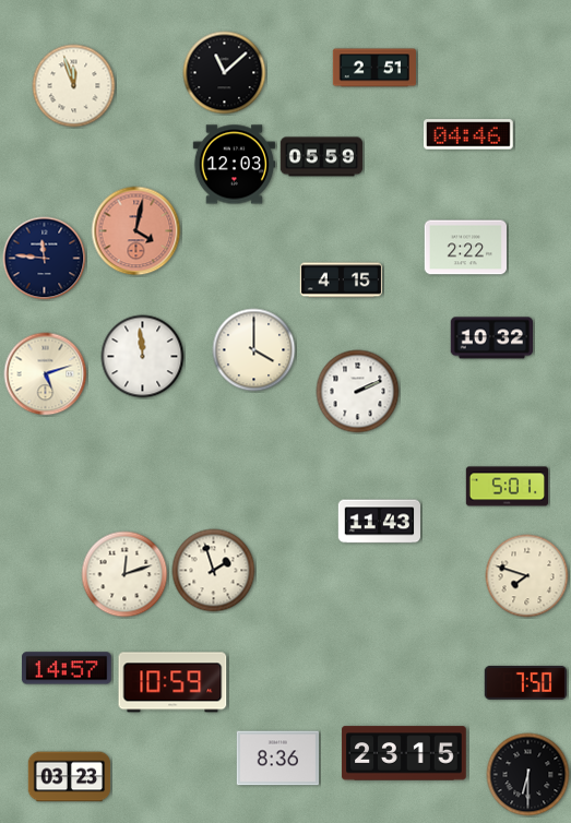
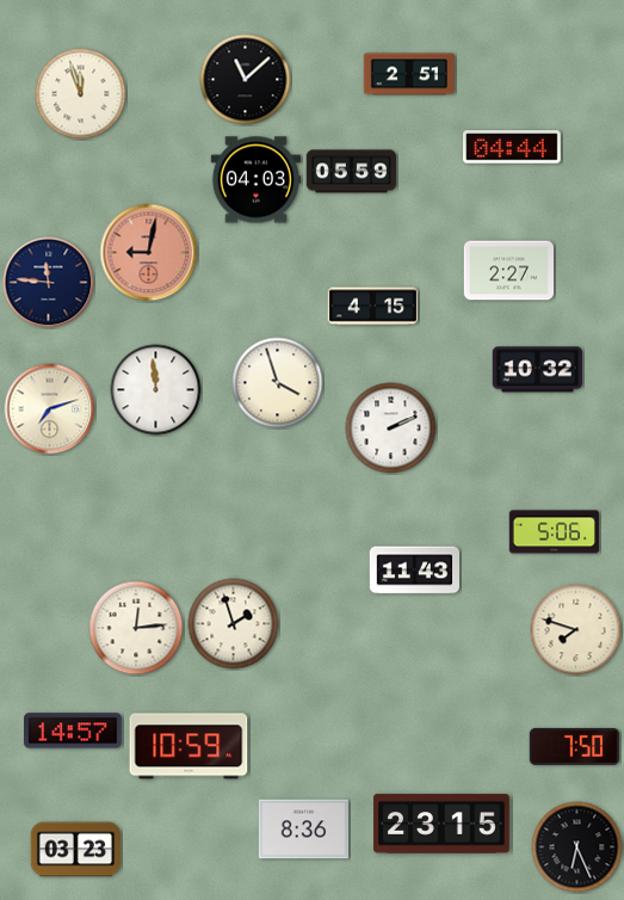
clock at (469, 134): 04:46 -> 04:44
clock at (234, 165): 12:03 -> 04:03
clock at (136, 231): 4:02 -> 9:02
clock at (465, 248): 2:22 -> 2:27
clock at (254, 350): 4:00 -> 3:57
clock at (46, 374): 5:12 -> 7:12
clock at (508, 487): 5:01 -> 5:06
clock at (124, 574): 12:12 -> 12:14
clock at (528, 775): 6:30 -> 6:26
